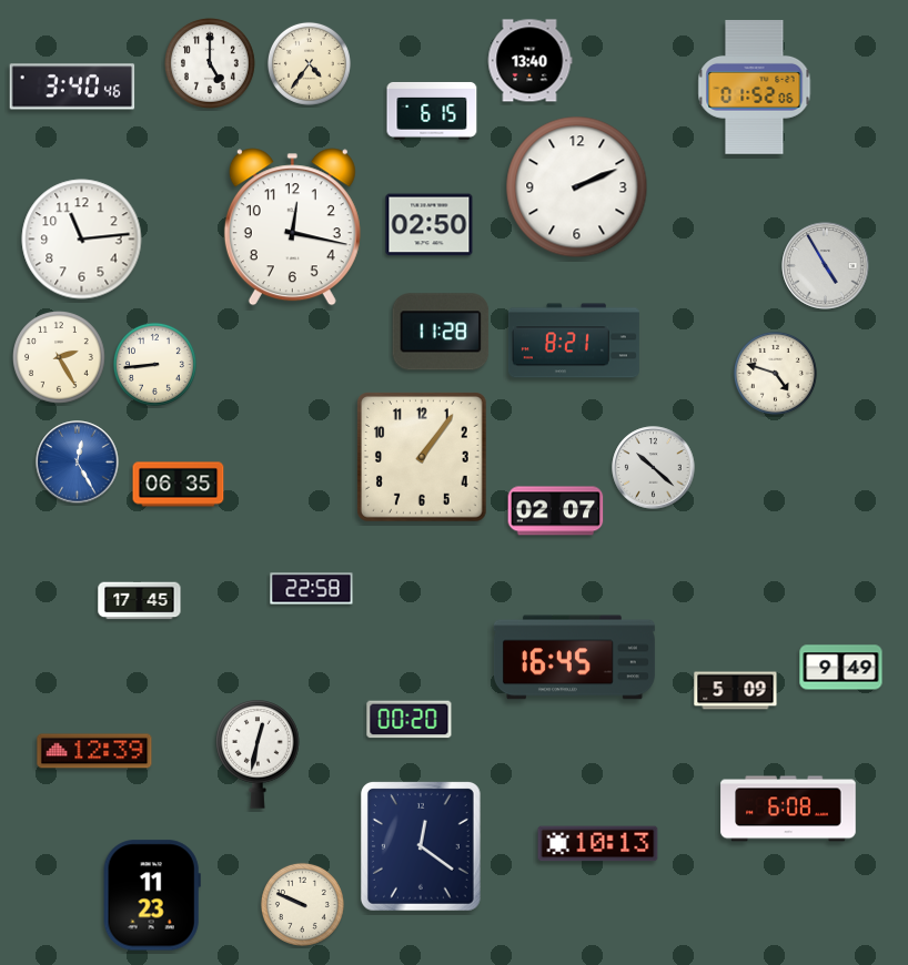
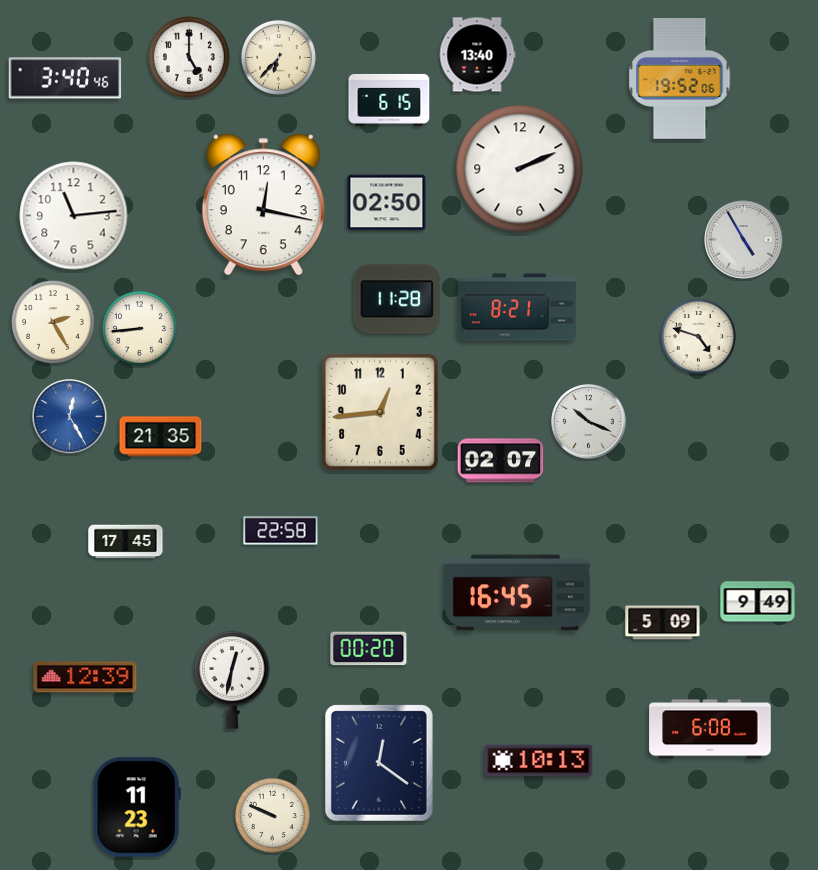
clock at (309, 63): 4:36 -> 6:37
clock at (755, 88): 01:52 -> 19:52
clock at (423, 458): 1:06 -> 12:44
clock at (654, 468): 10:22 -> 10:19
clock at (179, 485): 06:35 -> 21:35
